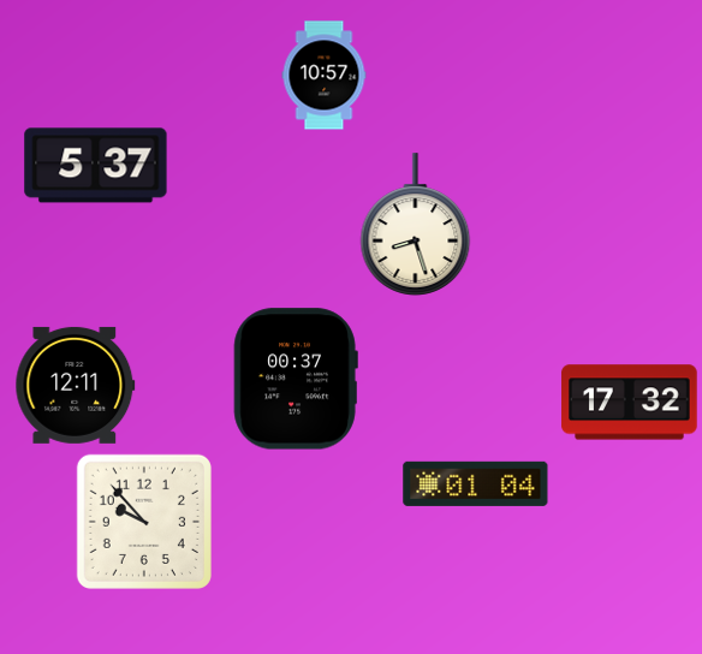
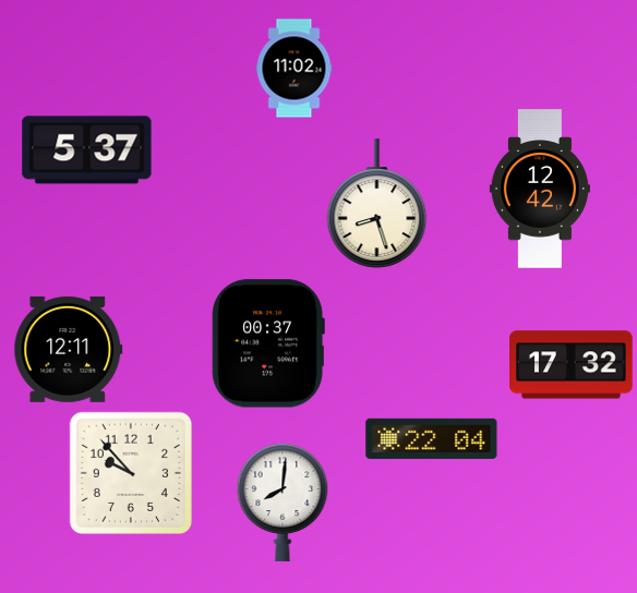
clock at (325, 76): 10:57 -> 11:02
clock at (540, 189): none -> 12:42
clock at (476, 483): 01:04 -> 22:04
clock at (283, 503): none -> 8:01
